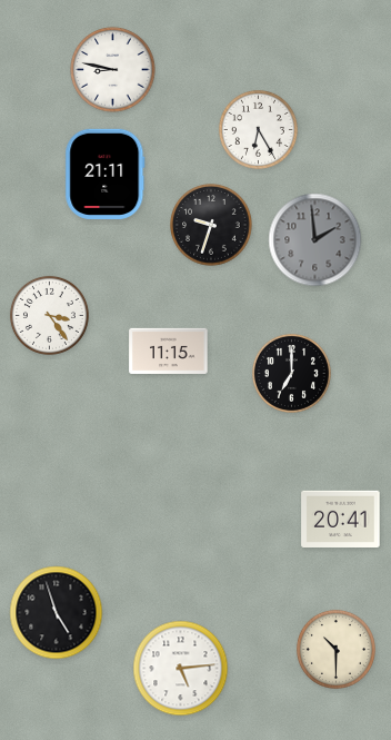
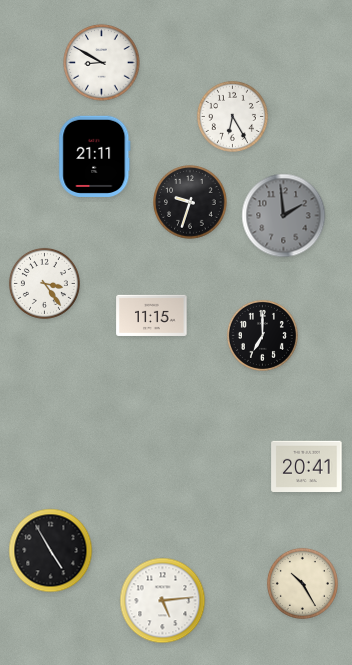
clock at (113, 70): 8:47 -> 8:50
clock at (57, 613): 4:57 -> 4:55
clock at (335, 649): 10:30 -> 10:25
